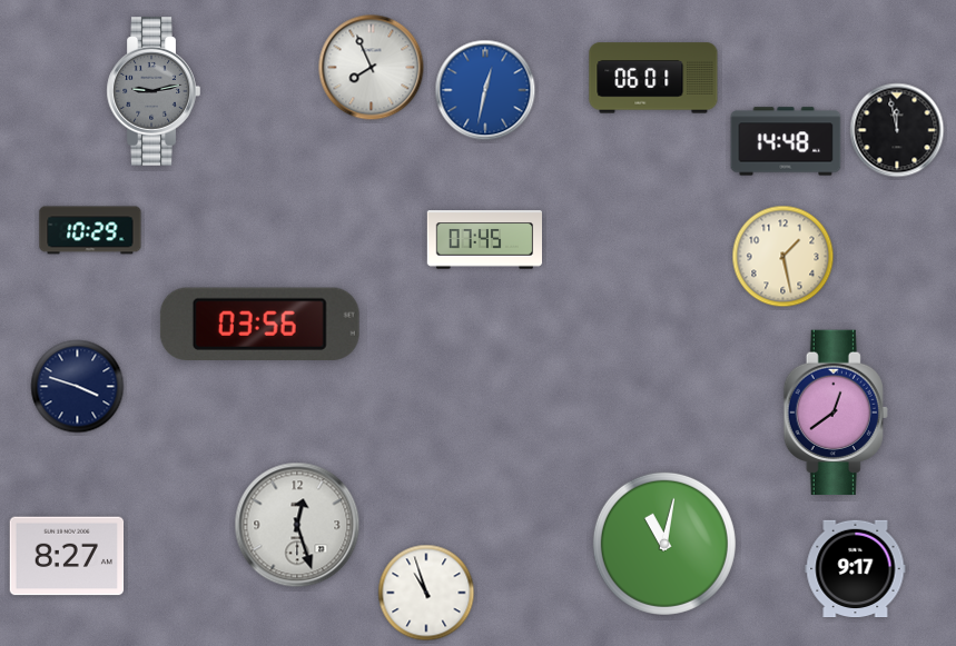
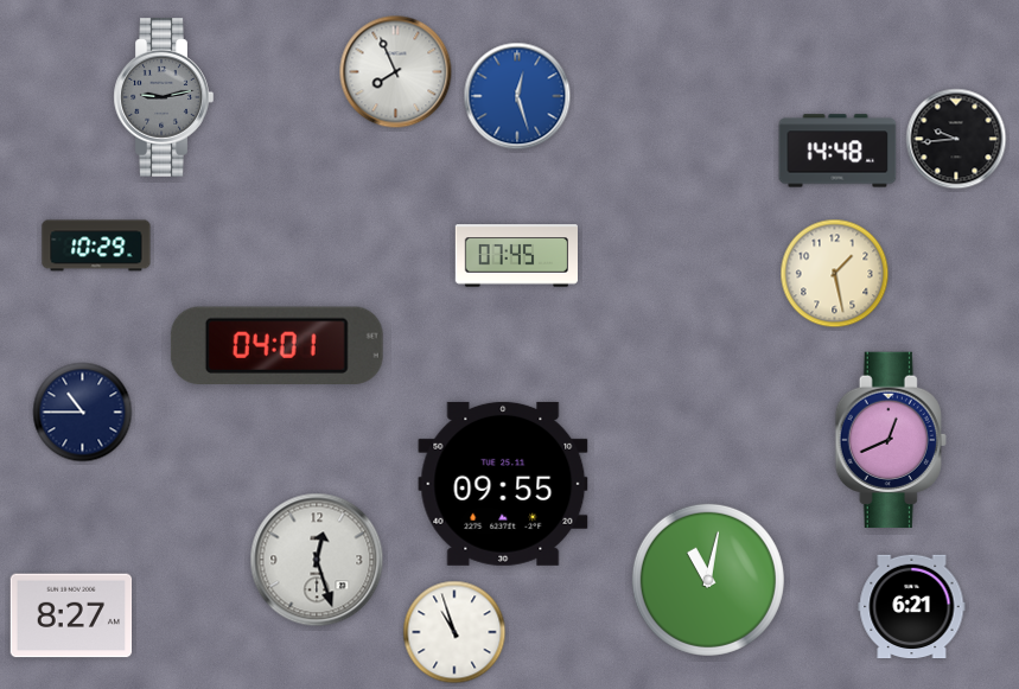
clock at (653, 78): 06:01 -> none
clock at (485, 90): 12:32 -> 12:27
clock at (897, 130): 11:58 -> 9:44
clock at (259, 324): 03:56 -> 04:01
clock at (78, 387): 3:48 -> 10:45
clock at (836, 413): 12:39 -> 12:41
clock at (503, 484): none -> 09:55
clock at (67, 556) position: (67, 556) -> (71, 615)
clock at (856, 569): 9:17 -> 6:21
